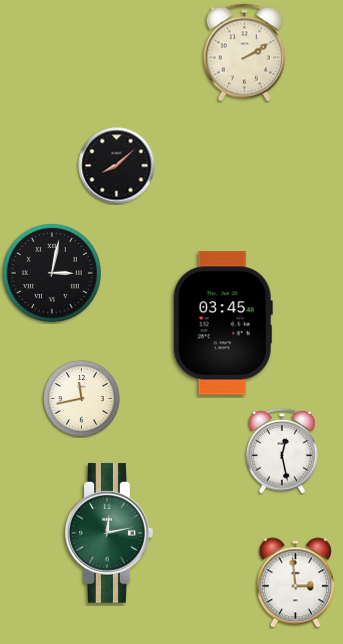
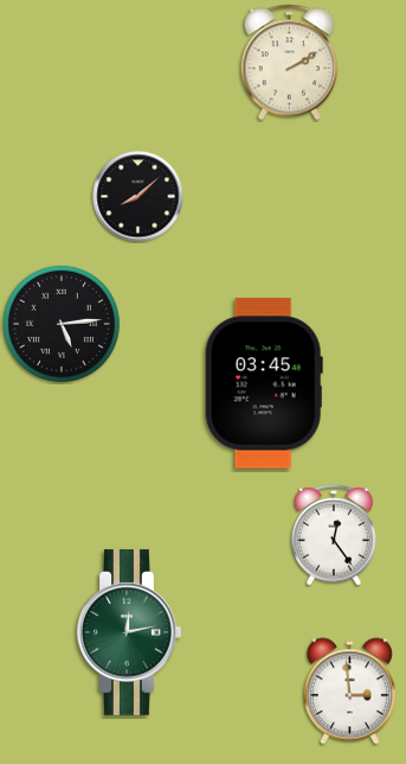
clock at (52, 273): 3:02 -> 5:14
clock at (82, 399): 11:43 -> none
clock at (283, 451): 12:28 -> 12:24
